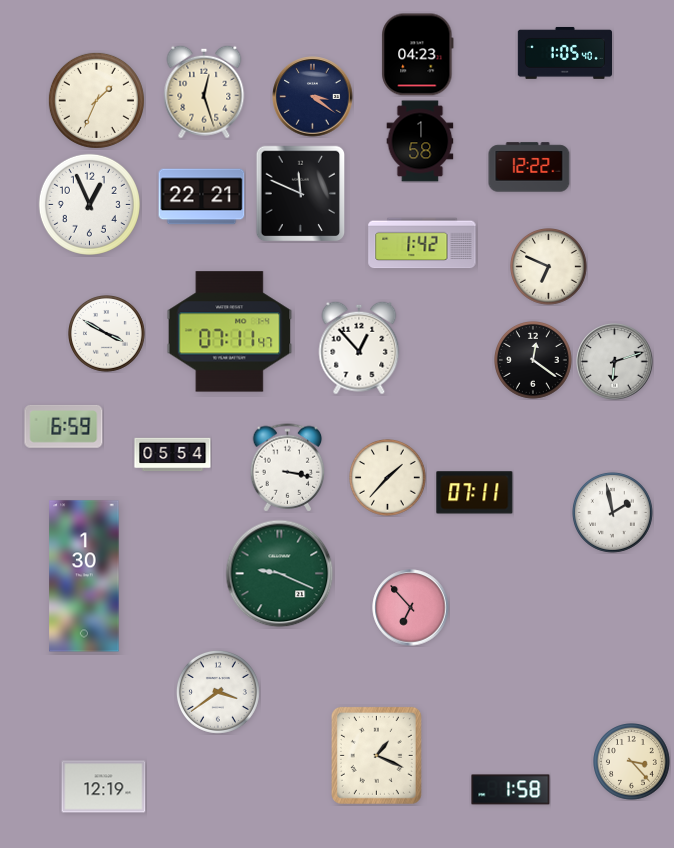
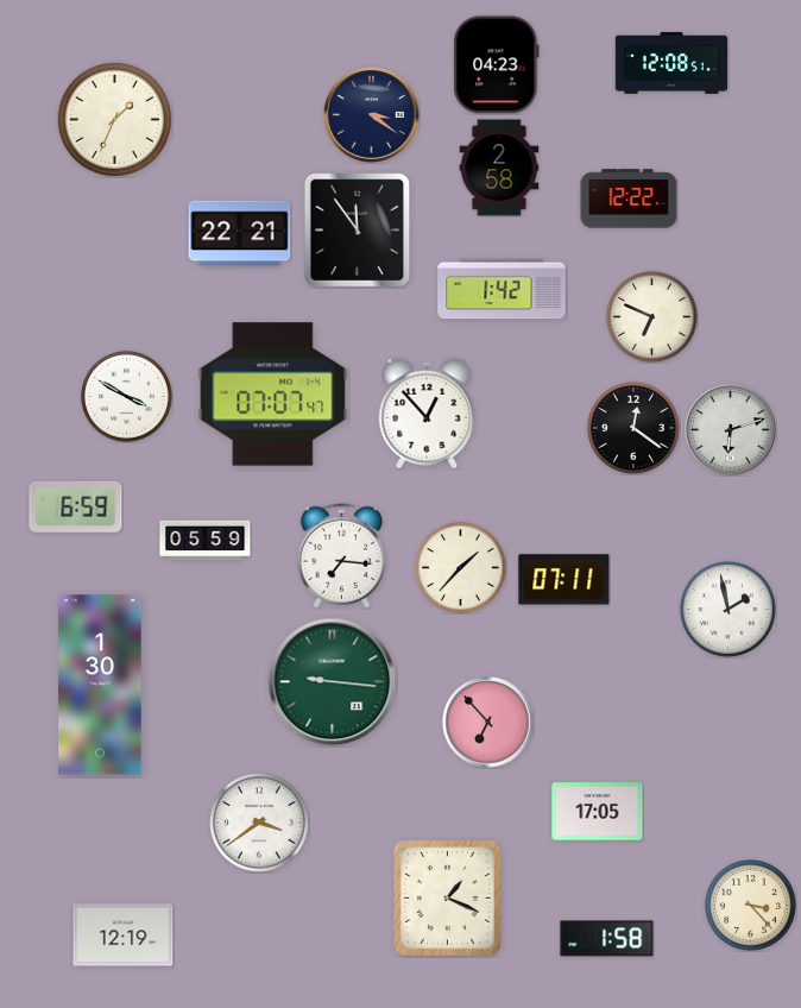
clock at (564, 53): 1:05 -> 12:08
clock at (204, 92): 12:27 -> none
clock at (420, 141): 1:58 -> 2:58
clock at (301, 194): 11:49 -> 11:54
clock at (89, 204): 12:56 -> none
clock at (230, 332): 07:11 -> 07:07
clock at (173, 455): 05:54 -> 05:59
clock at (288, 468): 3:17 -> 7:16
clock at (475, 493) position: (475, 493) -> (565, 580)
clock at (280, 574): 9:19 -> 9:16
clock at (598, 812): none -> 17:05
